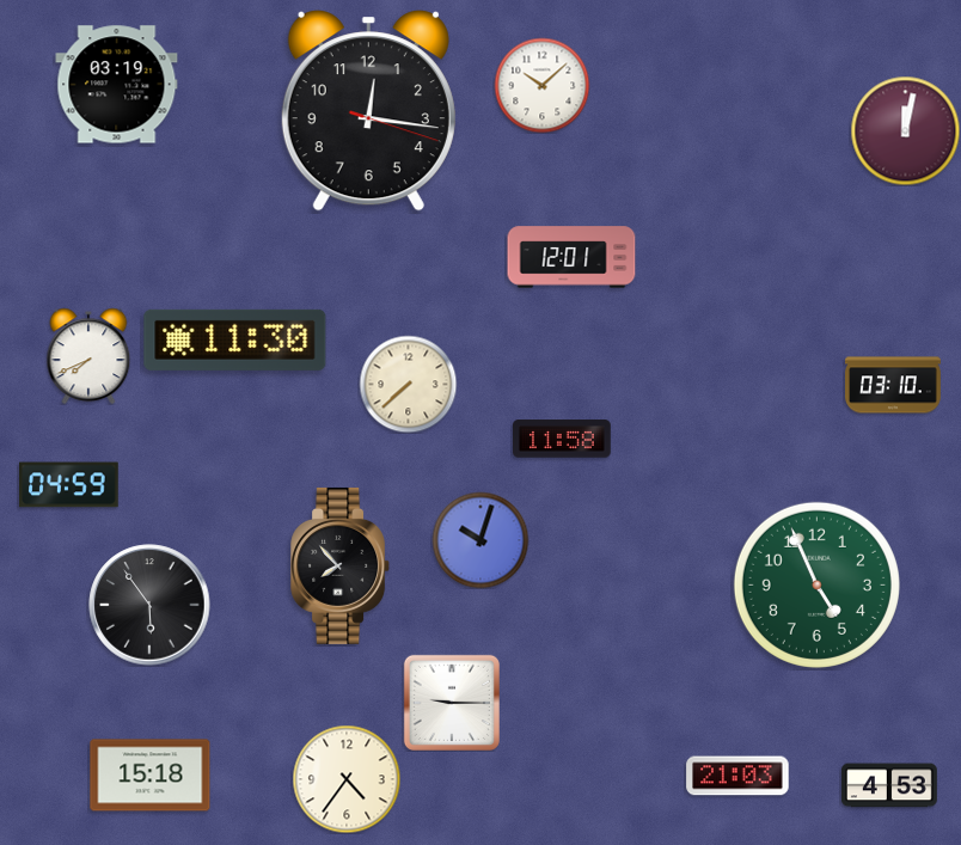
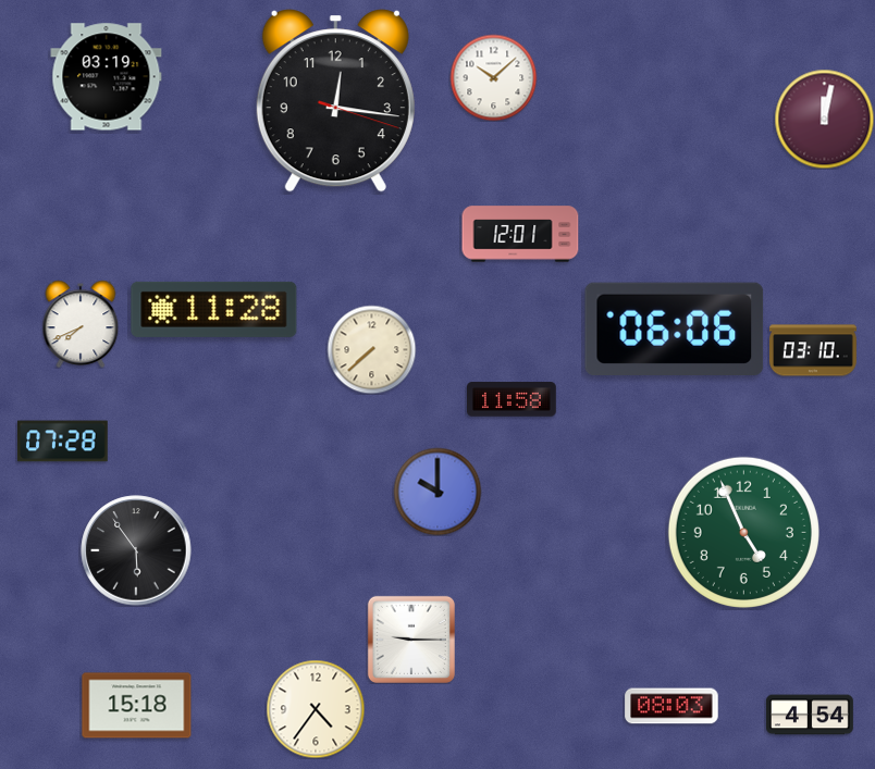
clock at (235, 339): 11:30 -> 11:28
clock at (675, 328): none -> 06:06
clock at (69, 485): 04:59 -> 07:28
clock at (480, 540): 10:03 -> 10:00
clock at (341, 565): 7:53 -> none
clock at (737, 776): 21:03 -> 08:03
clock at (889, 785): 4:53 -> 4:54
